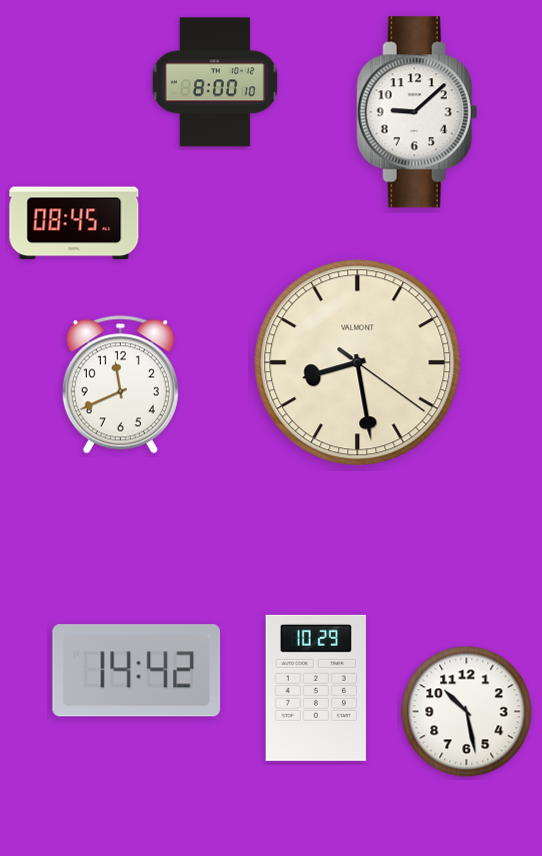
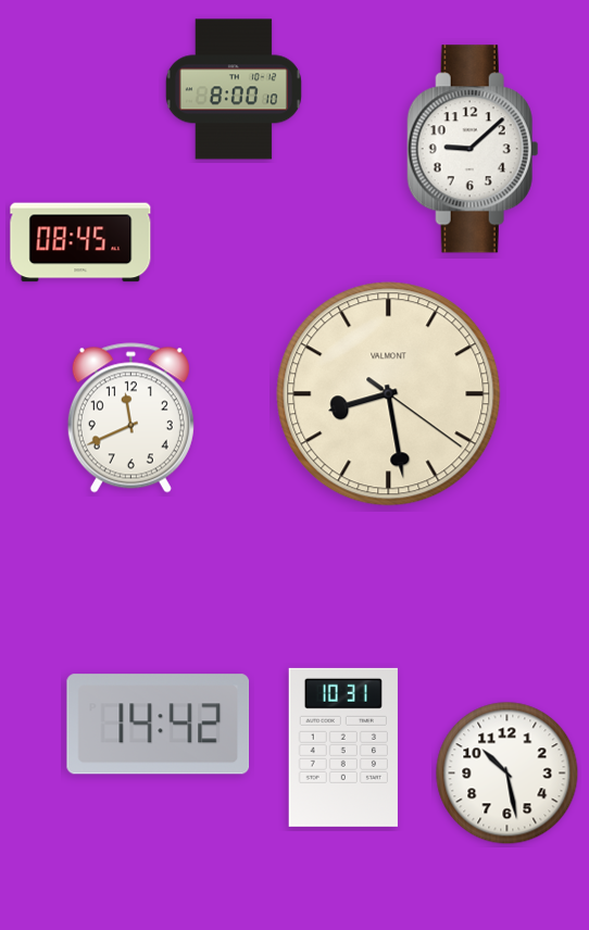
clock at (417, 112) position: (417, 112) -> (473, 149)
clock at (137, 671) position: (137, 671) -> (159, 725)
clock at (316, 688): 10:29 -> 10:31
